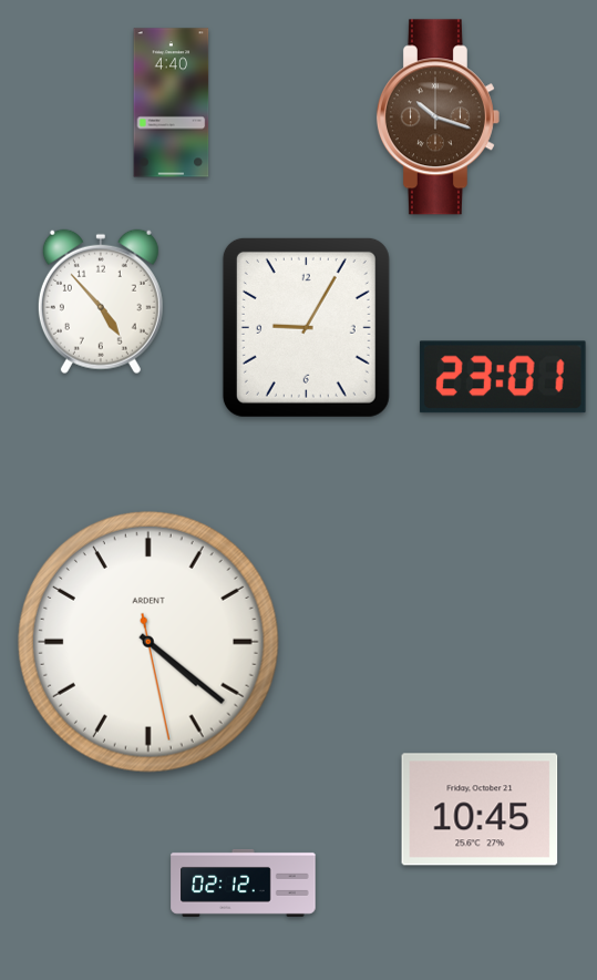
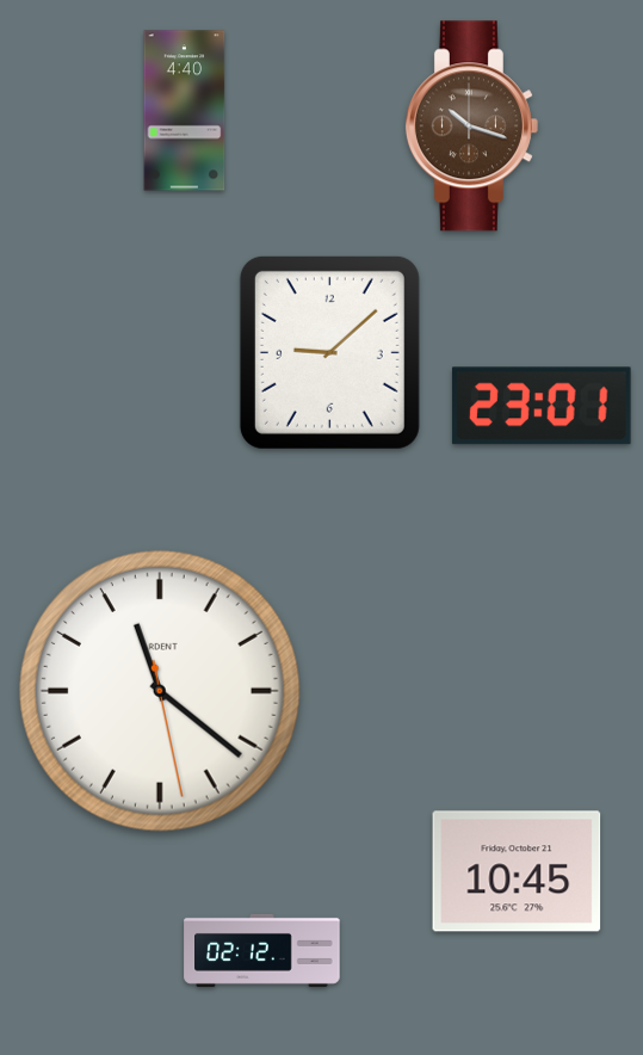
clock at (101, 302): 4:53 -> none
clock at (306, 327): 9:05 -> 9:08
clock at (148, 642): 4:21 -> 11:21
